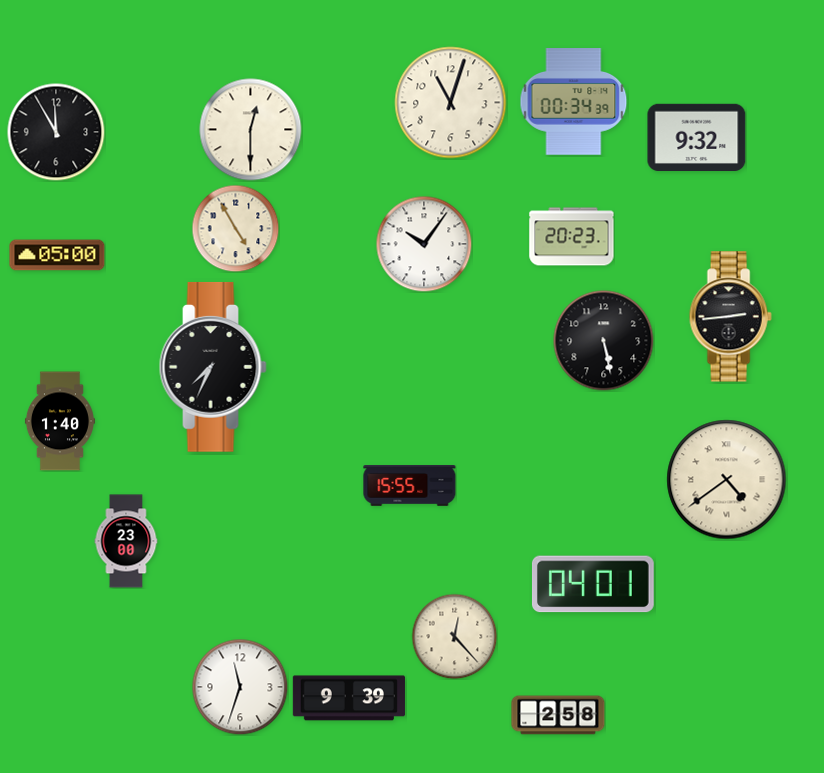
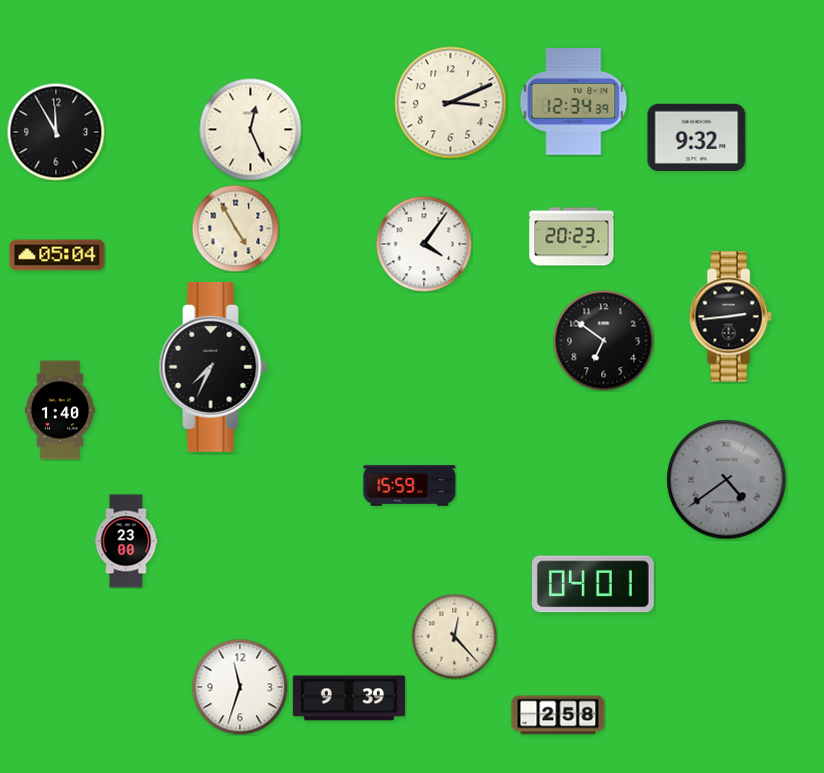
clock at (574, 102): 00:34 -> 12:34
clock at (451, 103): 11:03 -> 3:11
clock at (251, 130): 12:30 -> 12:26
clock at (424, 244): 10:06 -> 4:06
clock at (57, 255): 05:00 -> 05:04
clock at (604, 341): 5:28 -> 6:51
clock at (60, 421) position: (60, 421) -> (60, 410)
clock at (727, 480) dial: cream -> grey
clock at (410, 486): 15:55 -> 15:59
